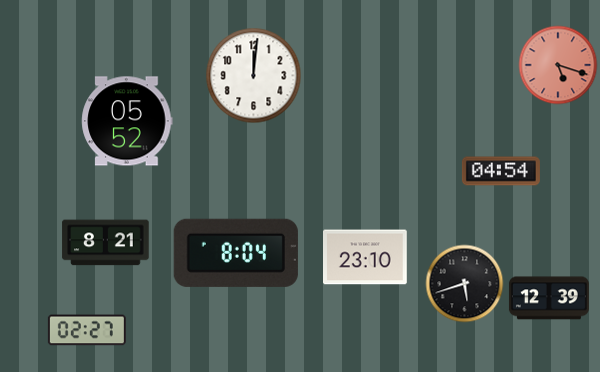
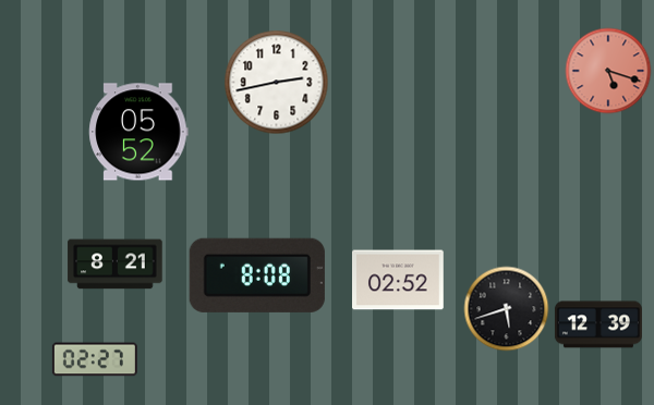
clock at (253, 75): 12:01 -> 2:43
clock at (501, 171): 04:54 -> none
clock at (236, 253): 8:04 -> 8:08
clock at (366, 257): 23:10 -> 02:52
